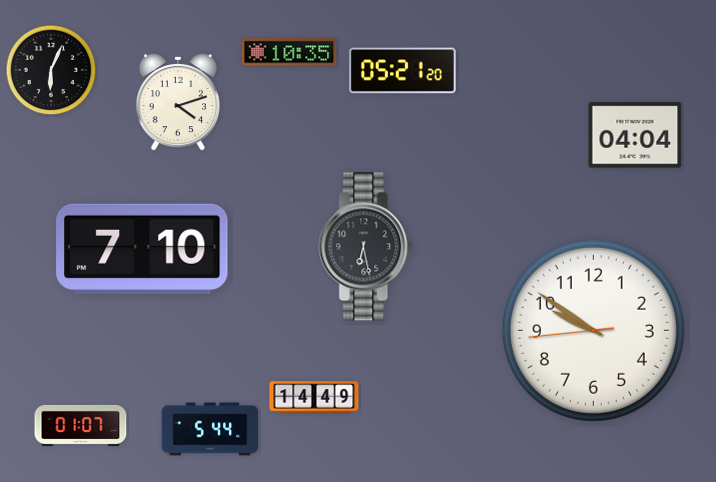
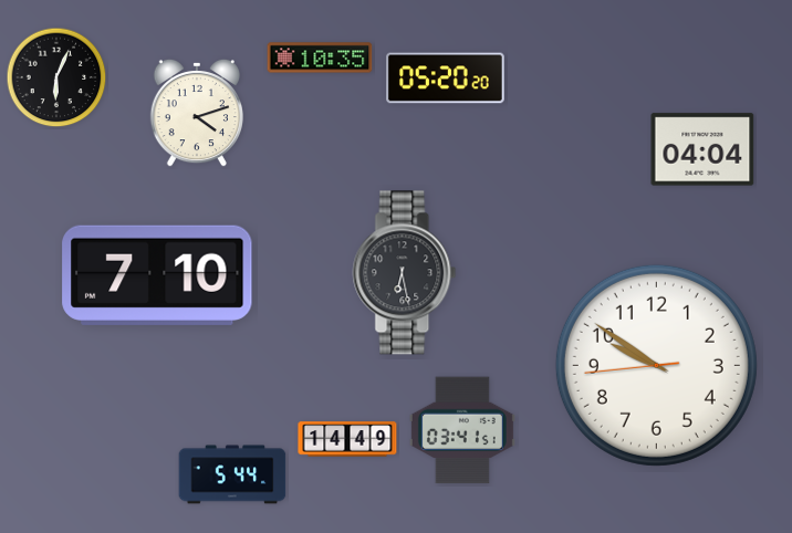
clock at (403, 71): 05:21 -> 05:20
clock at (462, 430): none -> 03:41
clock at (81, 425): 01:07 -> none
